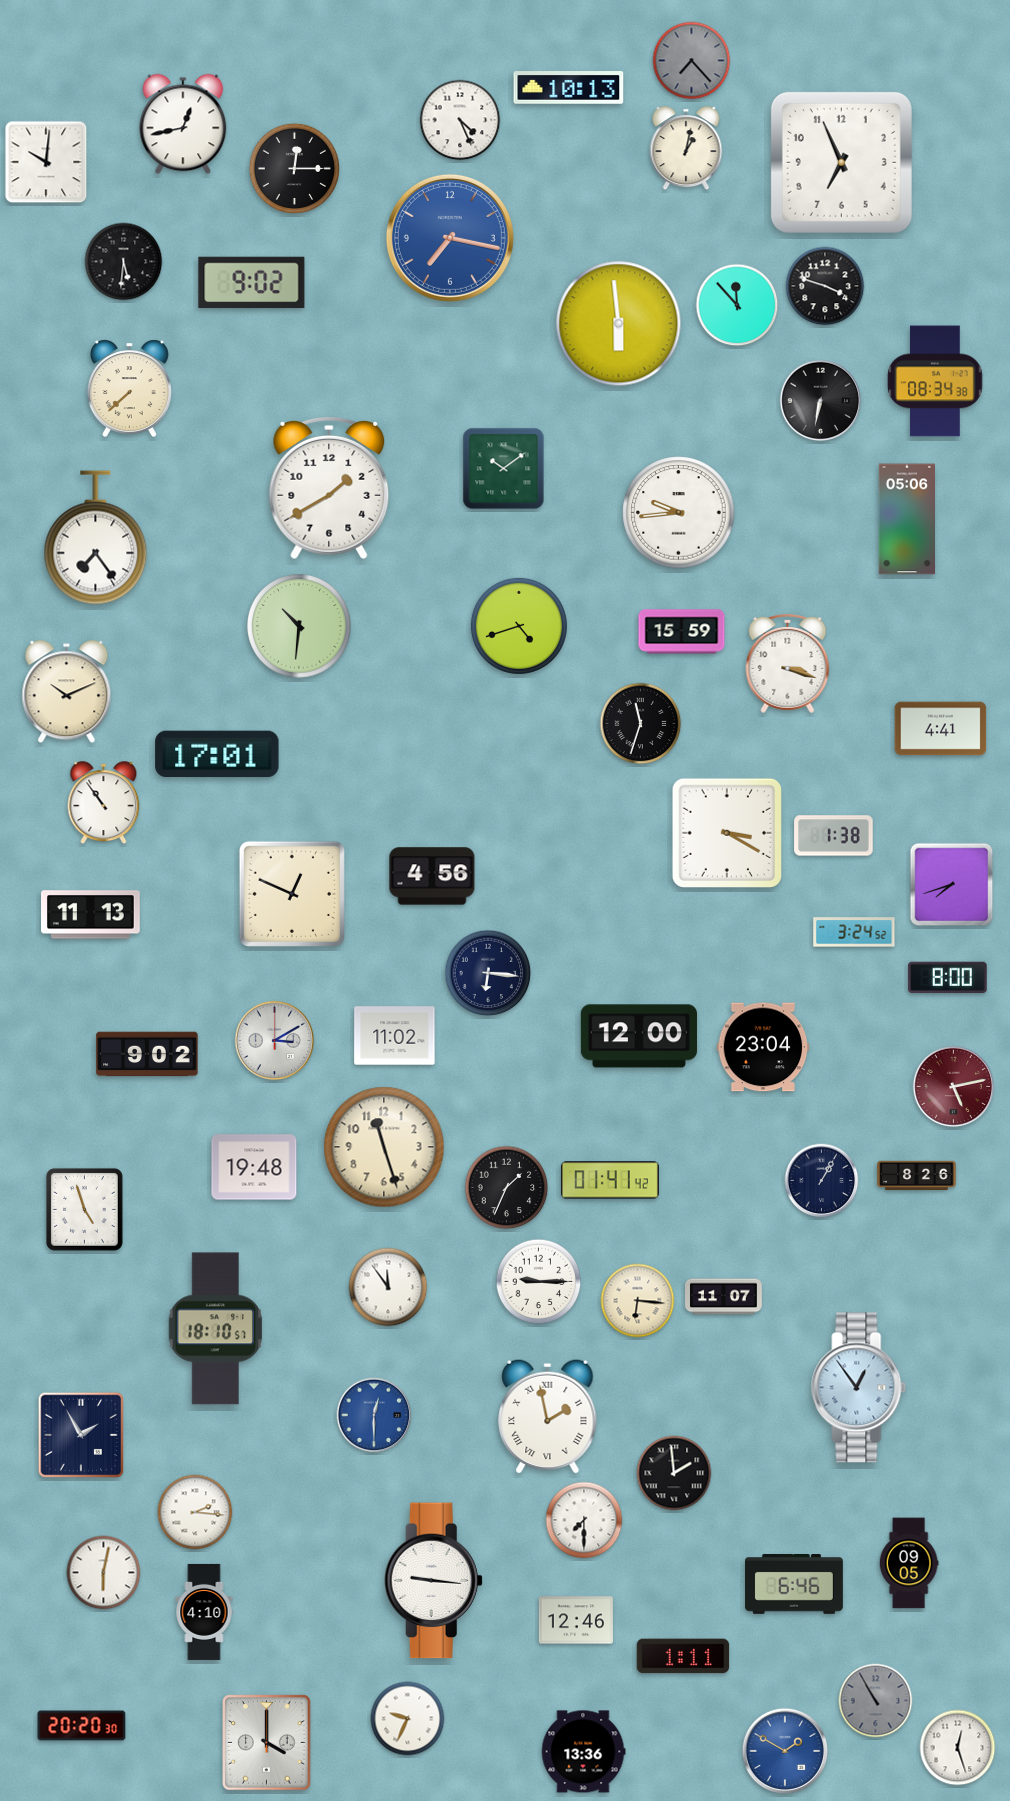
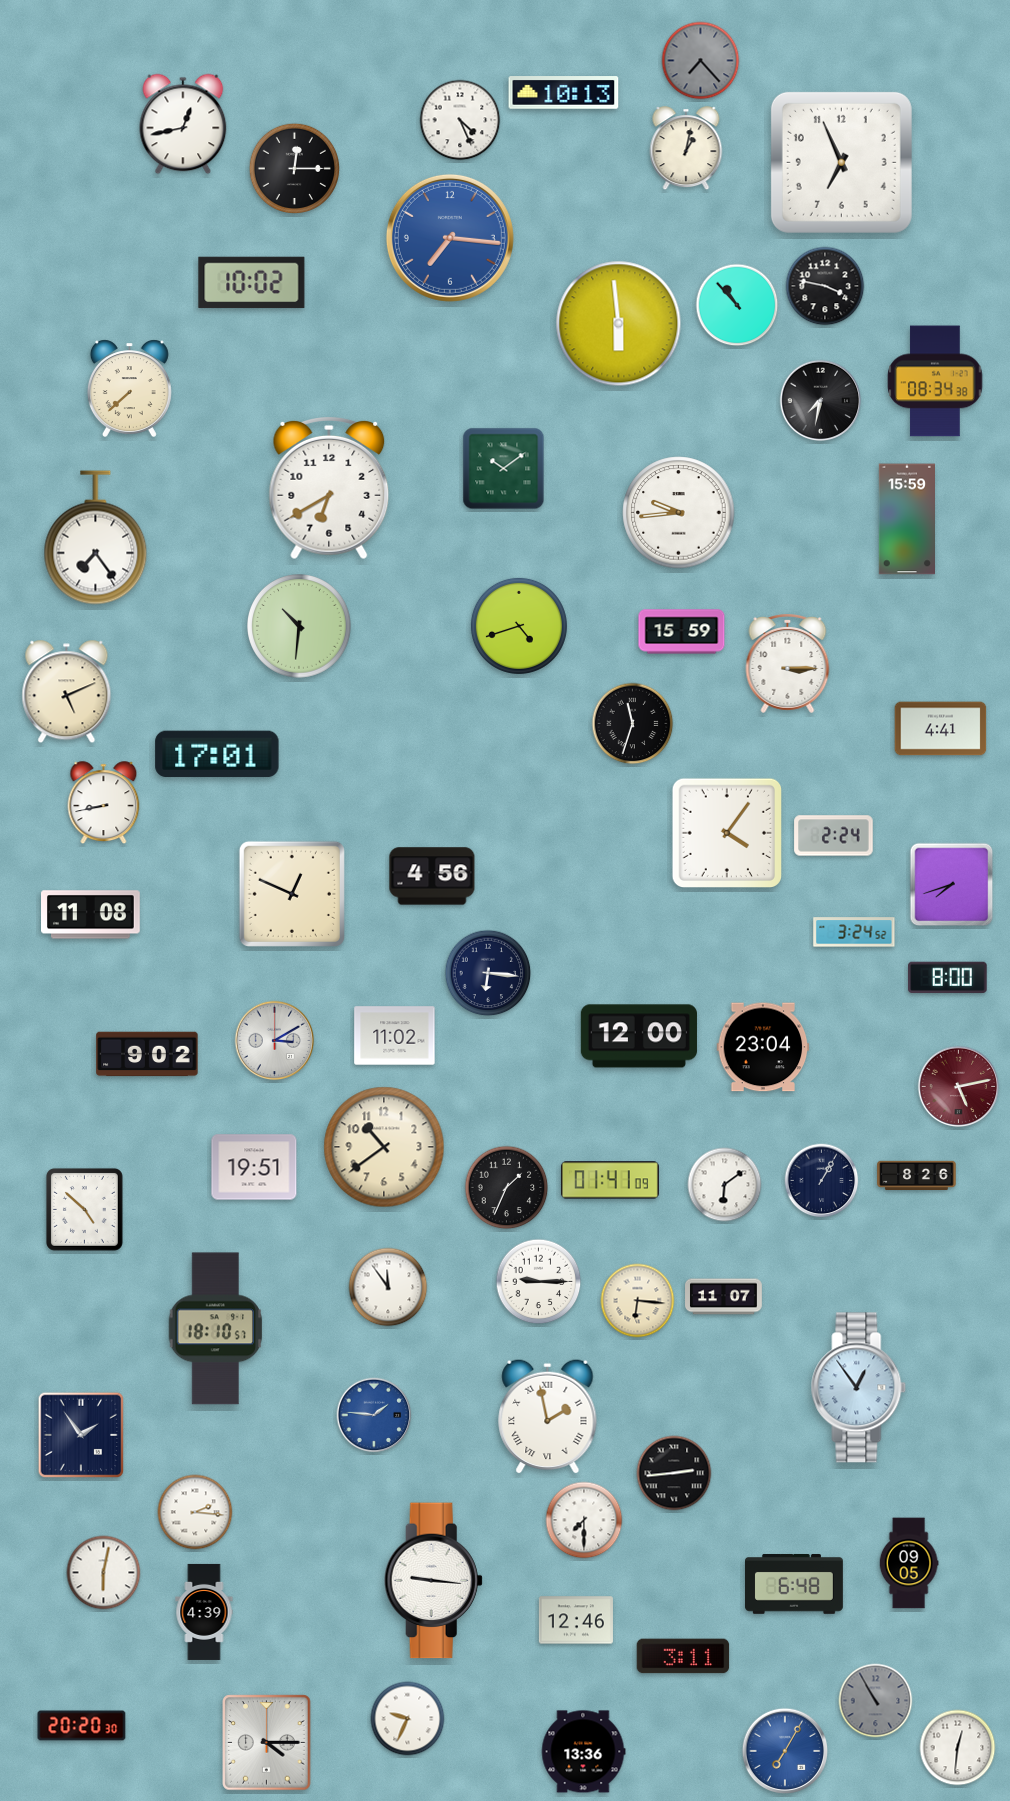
clock at (692, 61) position: (692, 61) -> (701, 61)
clock at (569, 88) position: (569, 88) -> (564, 93)
clock at (46, 162): 10:01 -> none
clock at (450, 238): 7:17 -> 7:16
clock at (124, 262): 5:31 -> none
clock at (252, 283): 9:02 -> 10:02
clock at (825, 286): 3:48 -> 3:47
clock at (737, 305): 11:53 -> 10:53
clock at (821, 401): 6:32 -> 7:32
clock at (329, 488): 1:40 -> 6:40
clock at (906, 519): 05:06 -> 15:59
clock at (788, 664): 3:18 -> 3:15
clock at (67, 692): 10:11 -> 5:11
clock at (641, 724) position: (641, 724) -> (633, 724)
clock at (104, 803): 10:54 -> 8:43
clock at (726, 832): 3:20 -> 4:06
clock at (834, 836): 1:38 -> 2:24
clock at (91, 915): 11:13 -> 11:08
clock at (954, 1087) position: (954, 1087) -> (959, 1087)
clock at (384, 1147): 11:27 -> 10:39
clock at (254, 1167): 19:48 -> 19:51
clock at (610, 1180): 01:41:42 -> 01:41:09
clock at (725, 1185): none -> 6:09
clock at (84, 1209): 4:57 -> 4:52
clock at (374, 1415): 12:30 -> 1:46
clock at (81, 1435): 1:55 -> 1:54
clock at (674, 1473): 1:59 -> 2:44
clock at (795, 1585): 6:46 -> 6:48
clock at (204, 1612): 4:10 -> 4:39
clock at (683, 1656): 1:11 -> 3:11
clock at (267, 1743): 4:00 -> 4:15
clock at (958, 1748): 12:27 -> 12:31
clock at (785, 1751): 1:50 -> 7:05
